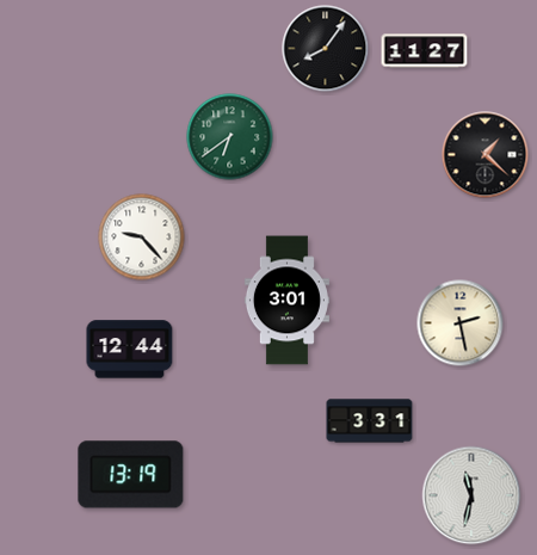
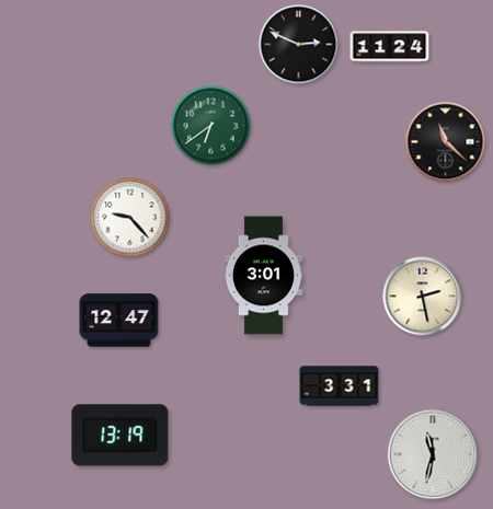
clock at (326, 49): 8:06 -> 2:49
clock at (425, 51): 11:27 -> 11:24
clock at (486, 155): 1:22 -> 11:22
clock at (130, 350): 12:44 -> 12:47
